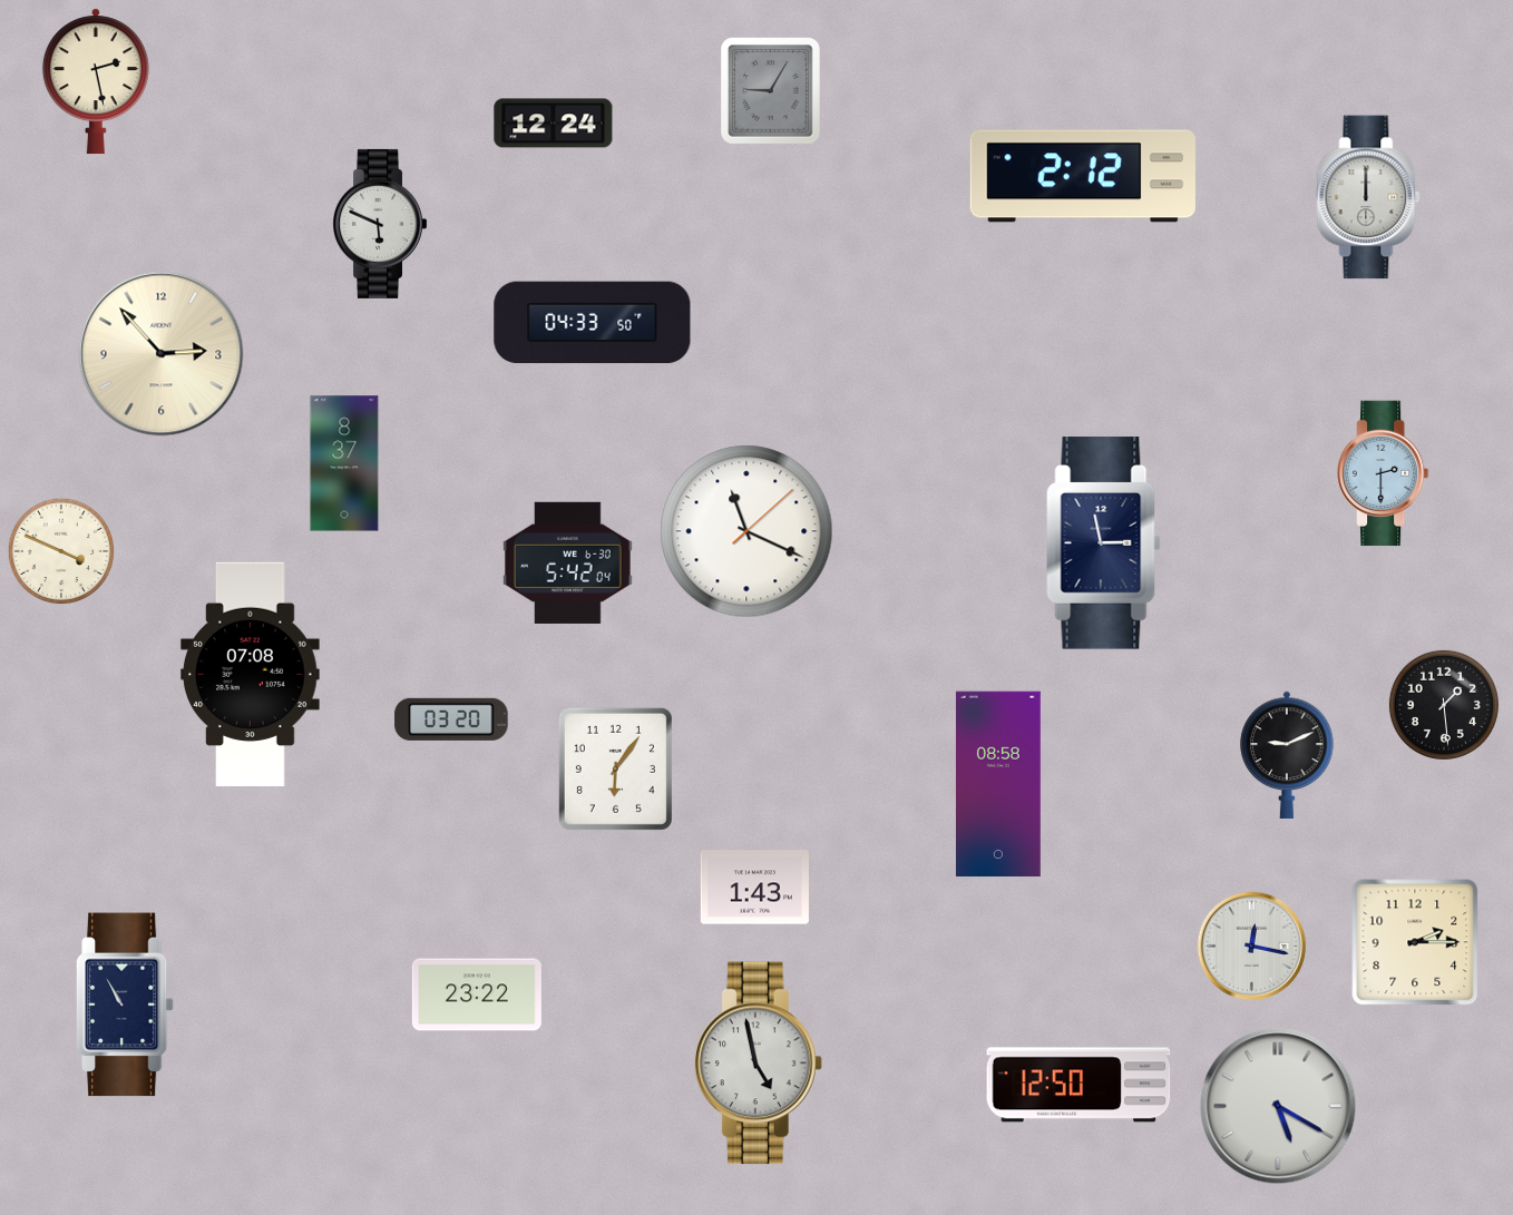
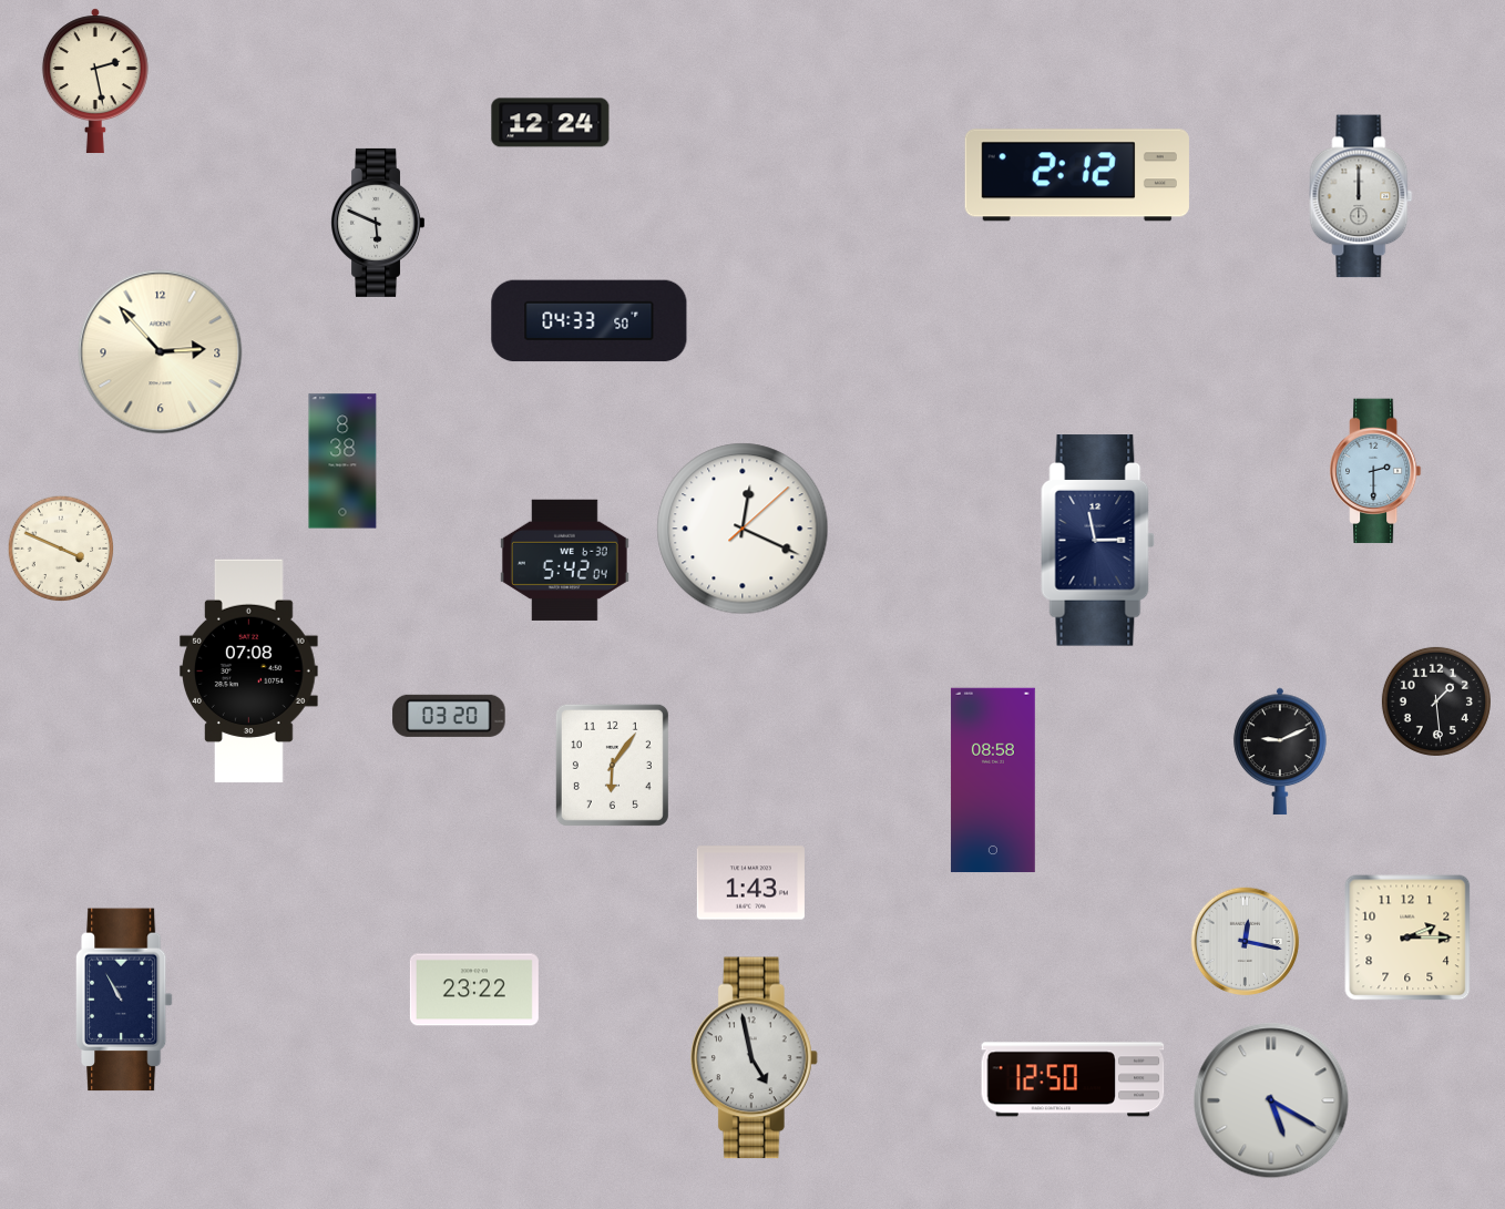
clock at (771, 91): 9:05 -> none
clock at (344, 463): 8:37 -> 8:38
clock at (746, 531): 11:19 -> 12:19
